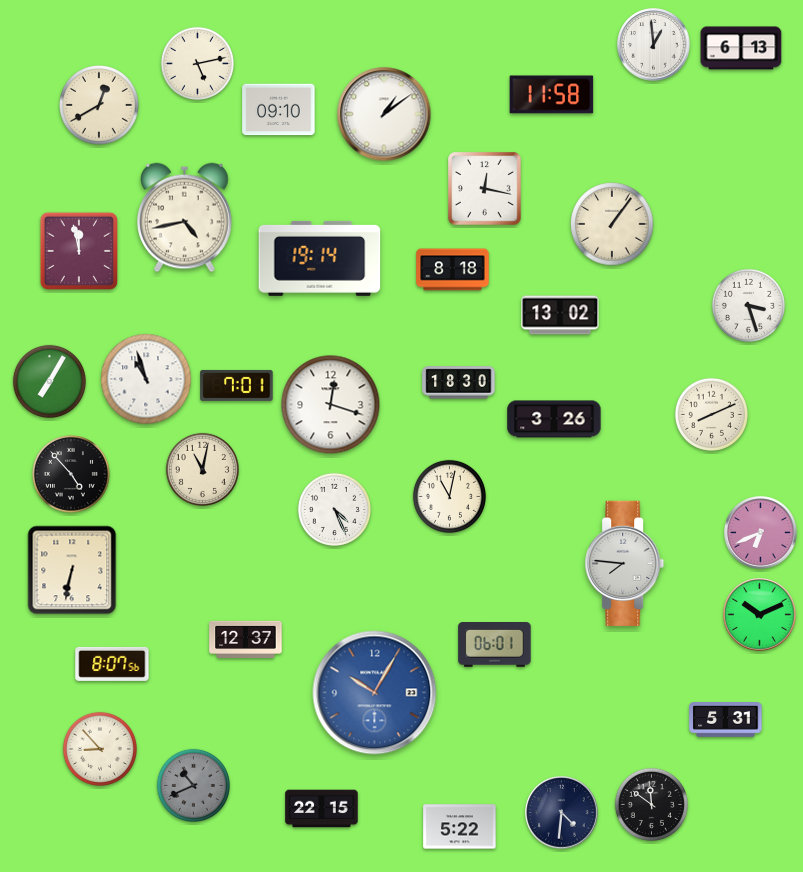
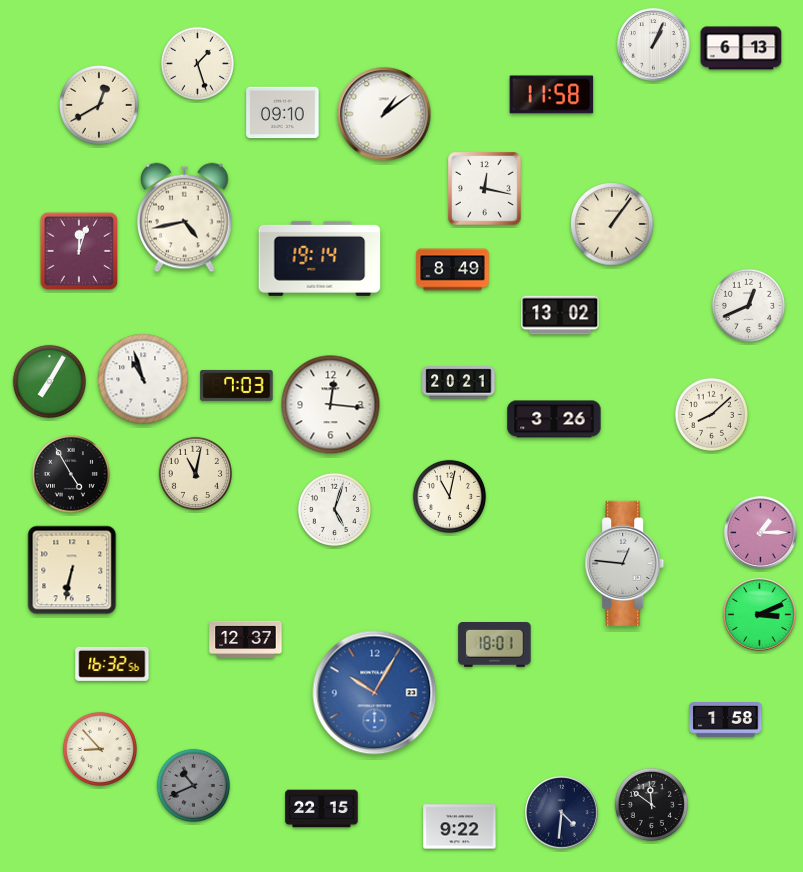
clock at (654, 45): 12:59 -> 1:04
clock at (197, 63): 5:13 -> 1:27
clock at (279, 110) position: (279, 110) -> (283, 113)
clock at (78, 250): 11:58 -> 12:03
clock at (453, 270): 8:18 -> 8:49
clock at (748, 305): 3:27 -> 12:41
clock at (146, 379) position: (146, 379) -> (143, 379)
clock at (459, 383): 18:30 -> 20:21
clock at (237, 385): 7:01 -> 7:03
clock at (331, 405): 12:18 -> 12:16
clock at (711, 414): 8:11 -> 8:08
clock at (202, 469) position: (202, 469) -> (195, 473)
clock at (71, 474): 4:53 -> 4:55
clock at (334, 509): 4:26 -> 5:03
clock at (761, 533): 6:41 -> 1:15
clock at (625, 563): 7:46 -> 12:46
clock at (760, 615): 10:11 -> 3:11
clock at (495, 645): 06:01 -> 18:01
clock at (112, 664): 8:07 -> 16:32
clock at (726, 720): 5:31 -> 1:58
clock at (460, 827): 5:22 -> 9:22
